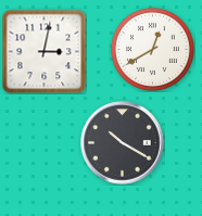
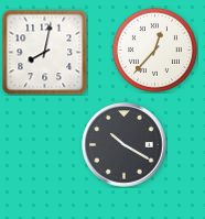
clock at (152, 49): 12:40 -> 12:37
clock at (43, 51): 3:02 -> 8:02
